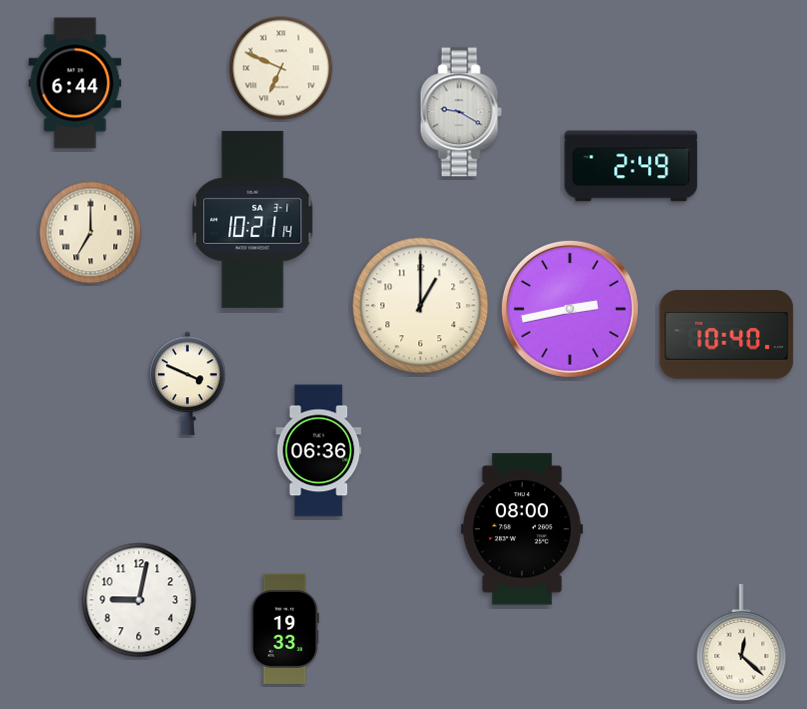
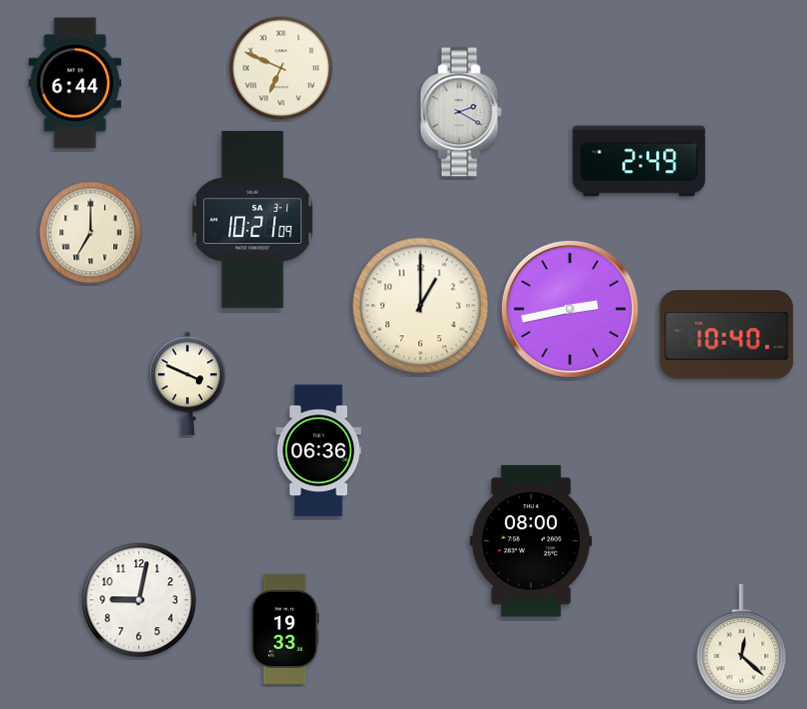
clock at (461, 112): 9:20 -> 2:20
clock at (631, 166) position: (631, 166) -> (639, 161)
clock at (253, 219): 10:21:14 -> 10:21:09
clock at (522, 529) position: (522, 529) -> (531, 541)
